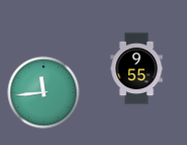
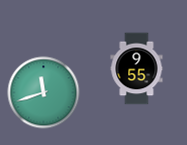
clock at (44, 93): 11:44 -> 11:42
